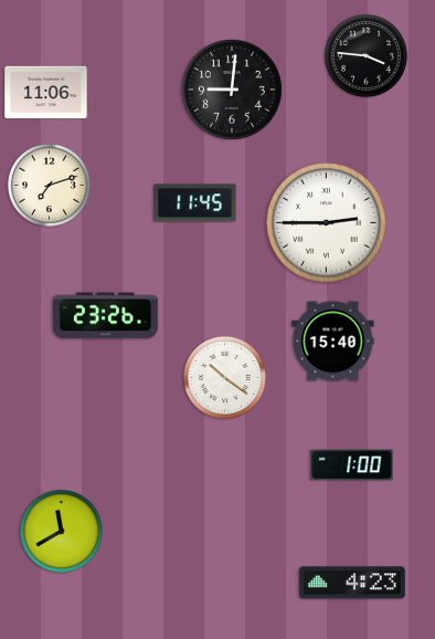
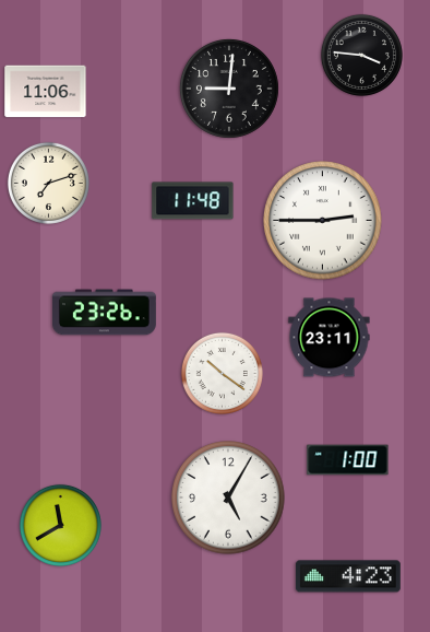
clock at (195, 203): 11:45 -> 11:48
clock at (333, 342): 15:40 -> 23:11
clock at (228, 498): none -> 5:05
